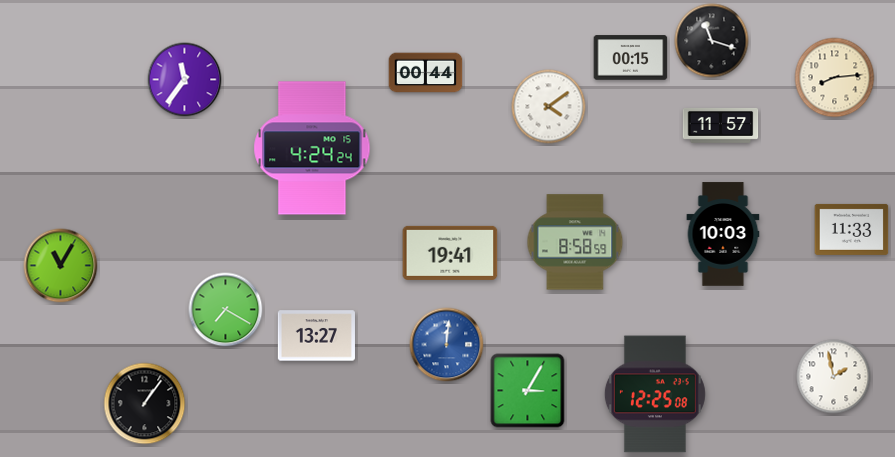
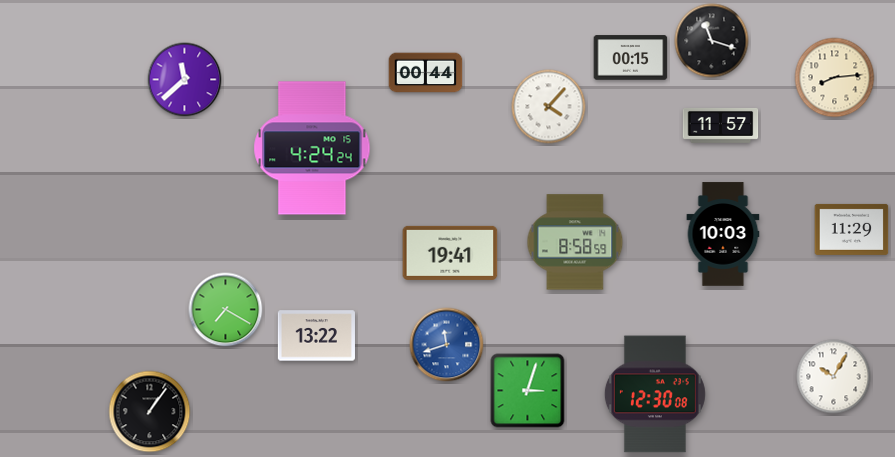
clock at (185, 80): 11:36 -> 11:38
clock at (549, 107): 4:09 -> 4:07
clock at (852, 229): 11:33 -> 11:29
clock at (61, 266): 11:05 -> none
clock at (316, 336): 13:27 -> 13:22
clock at (447, 345): 12:01 -> 11:42
clock at (834, 377): 1:58 -> 10:05
clock at (528, 391): 3:05 -> 3:03
clock at (655, 394): 12:25 -> 12:30
clock at (145, 404) position: (145, 404) -> (150, 412)
